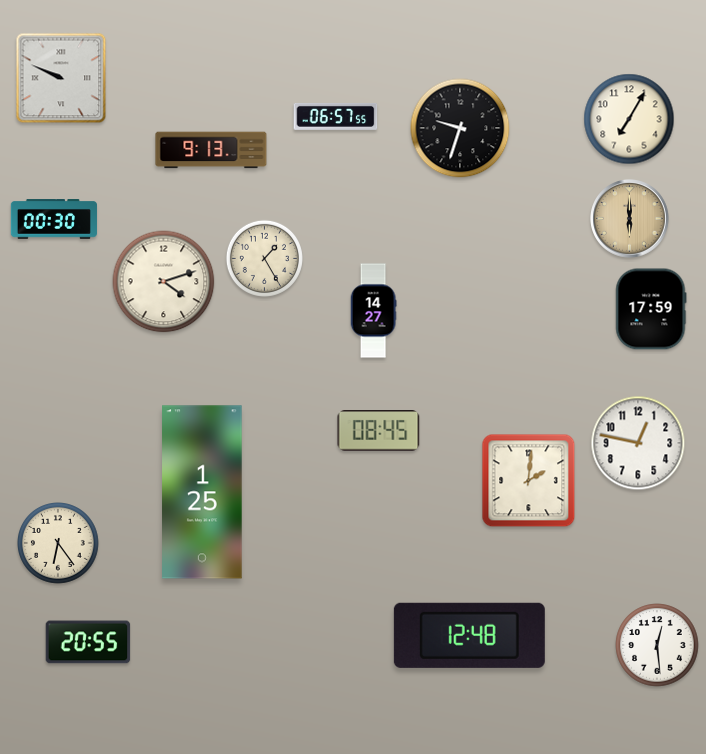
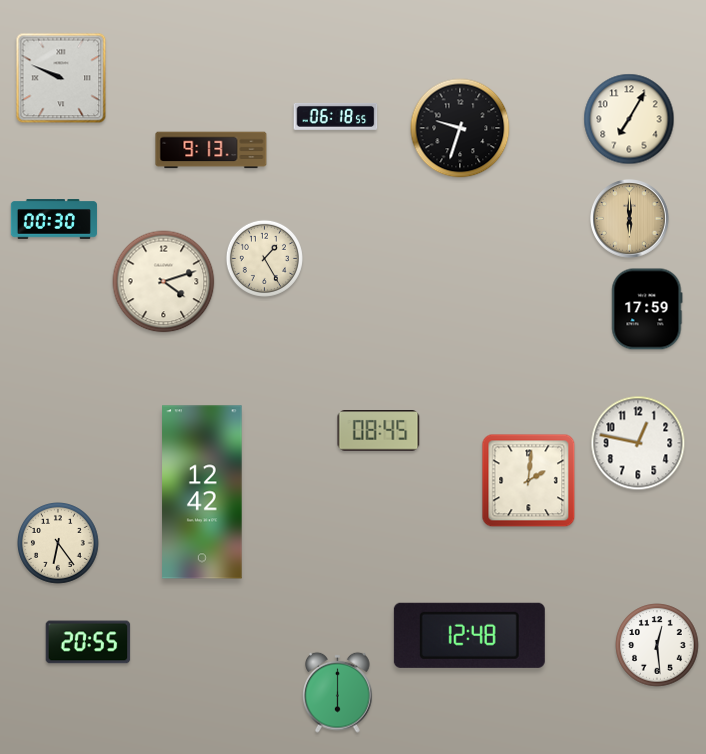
clock at (336, 116): 06:57 -> 06:18
clock at (651, 309) position: (651, 309) -> (647, 309)
clock at (373, 311): 14:27 -> none
clock at (202, 492): 1:25 -> 12:42
clock at (338, 692): none -> 6:00
